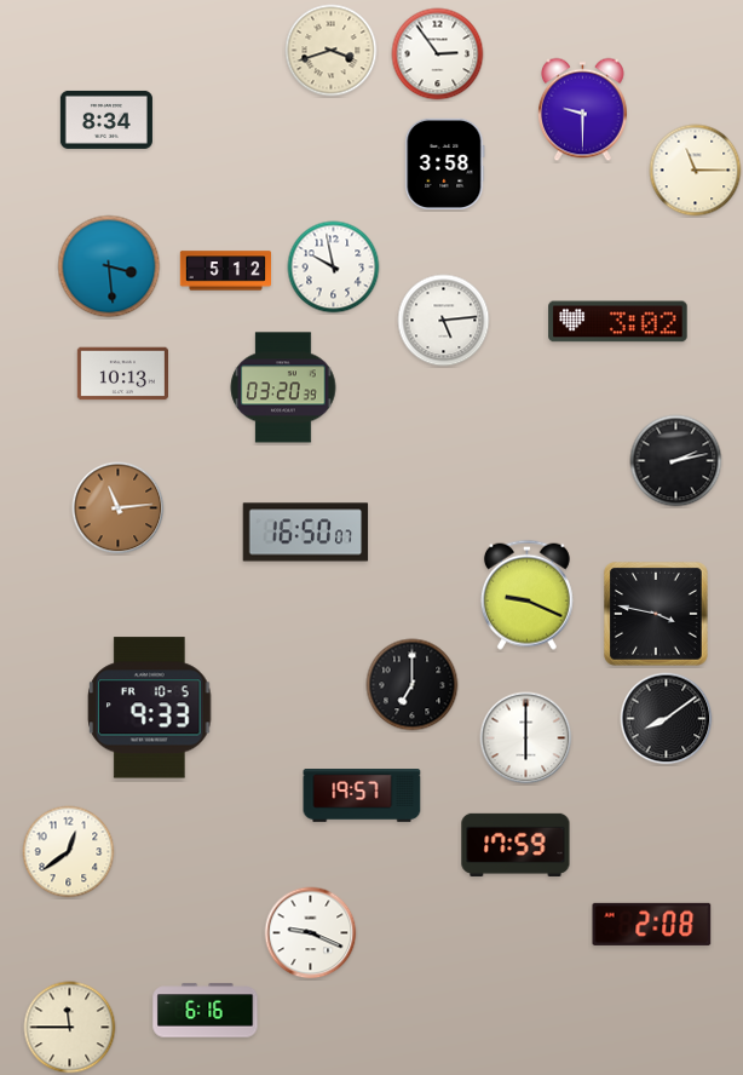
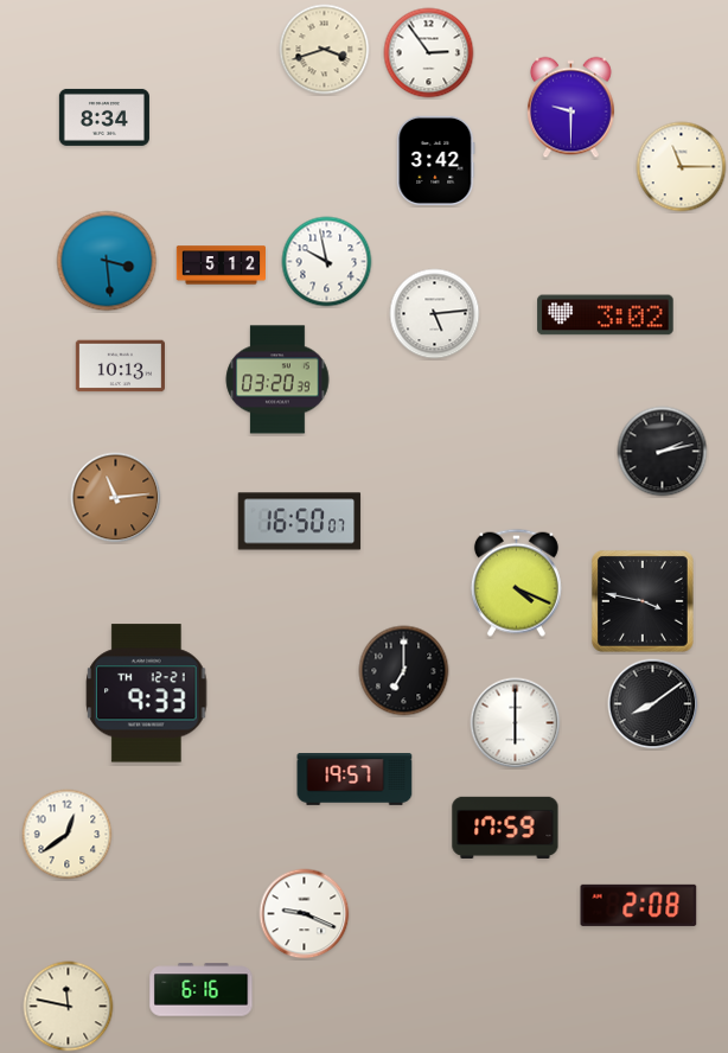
clock at (445, 163): 3:58 -> 3:42
clock at (526, 594): 9:19 -> 4:19
clock at (150, 708) date: FR 10-5 -> TH 12-21
clock at (70, 1028): 11:45 -> 11:47
